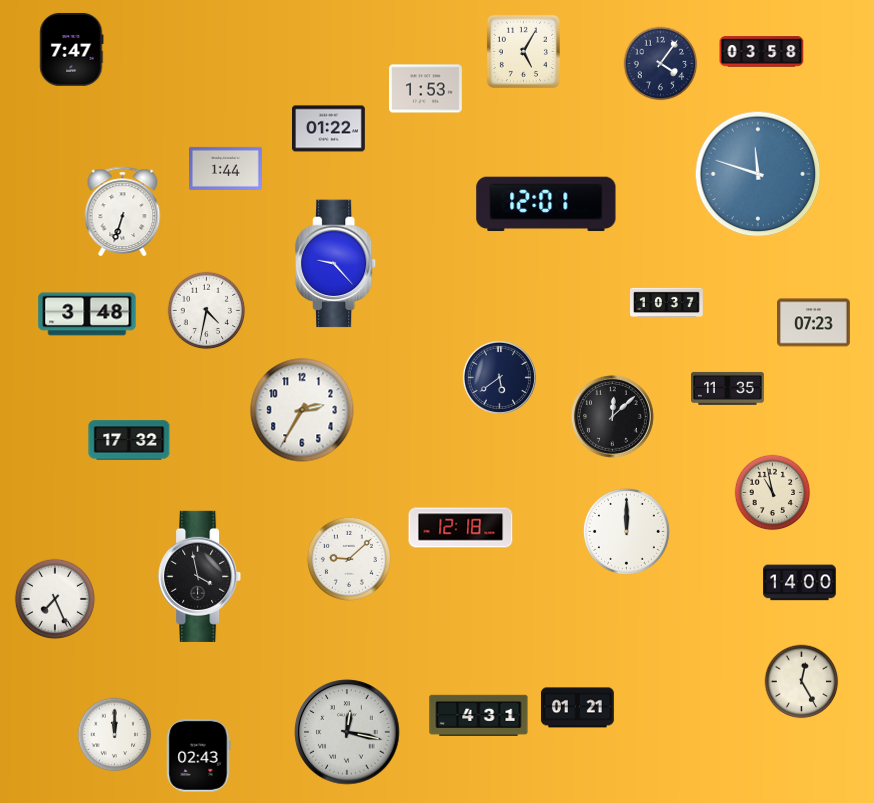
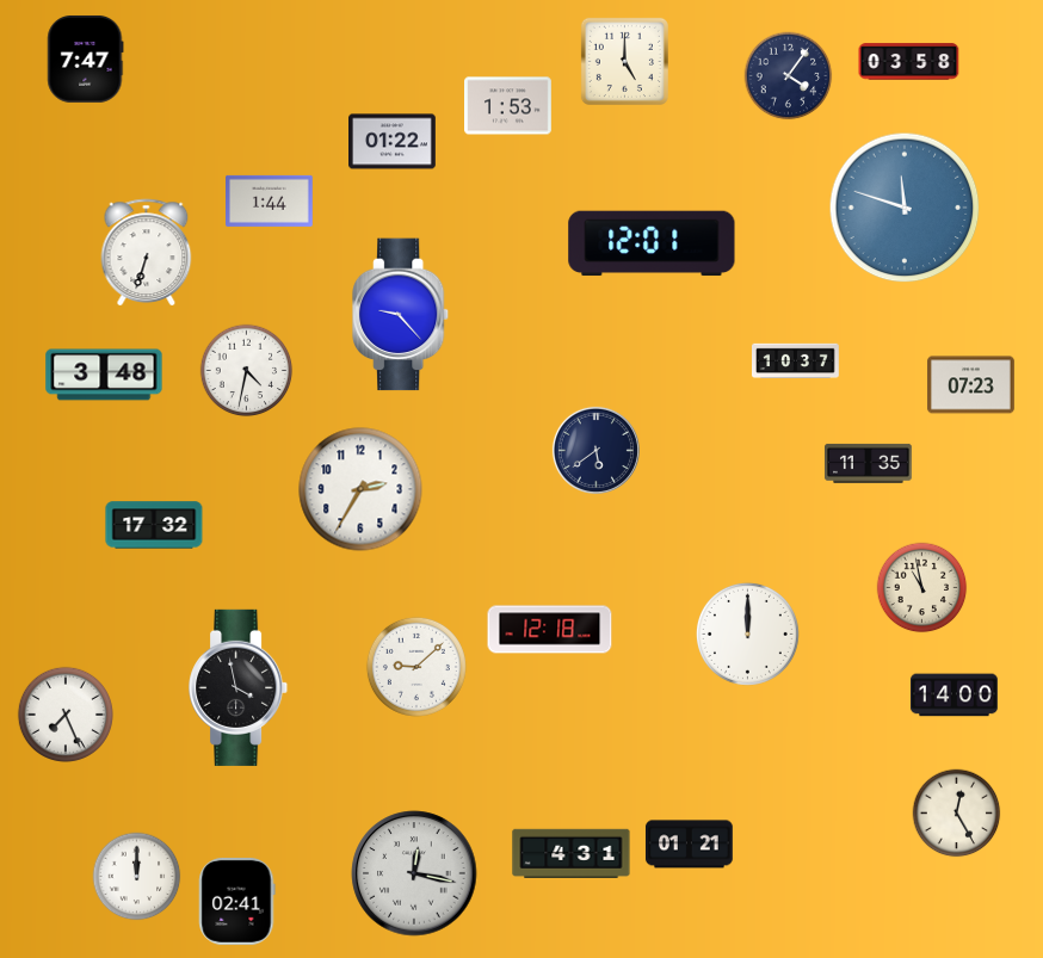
clock at (523, 51): 5:05 -> 5:00
clock at (329, 129) position: (329, 129) -> (393, 142)
clock at (612, 416): 12:08 -> none
clock at (199, 756): 02:43 -> 02:41
